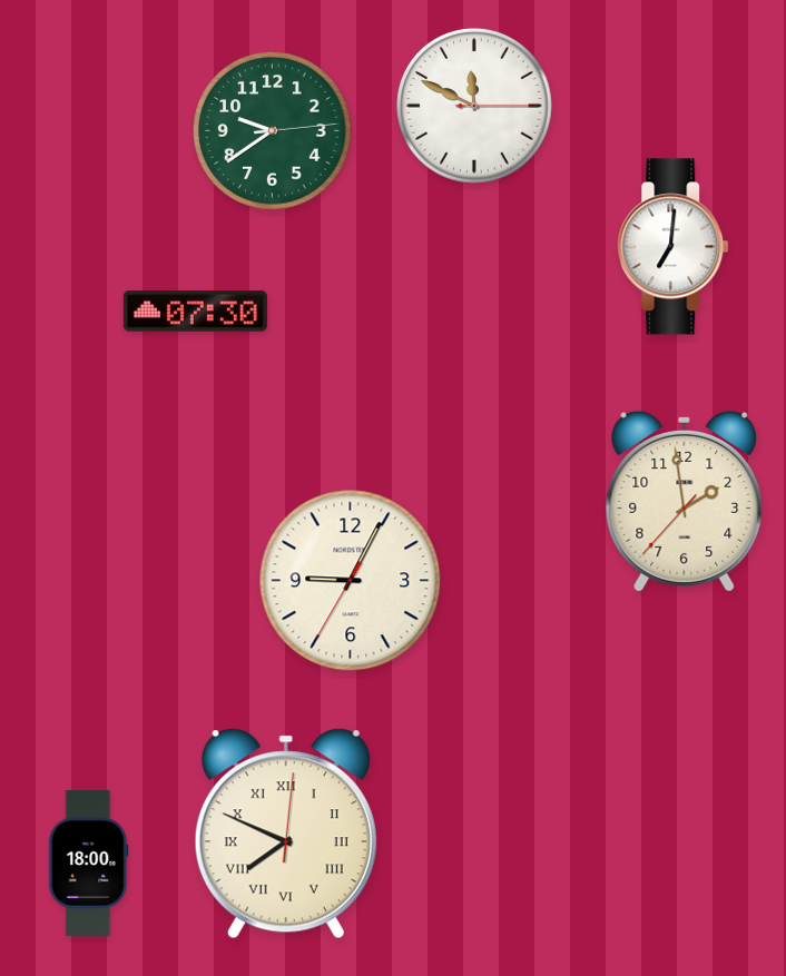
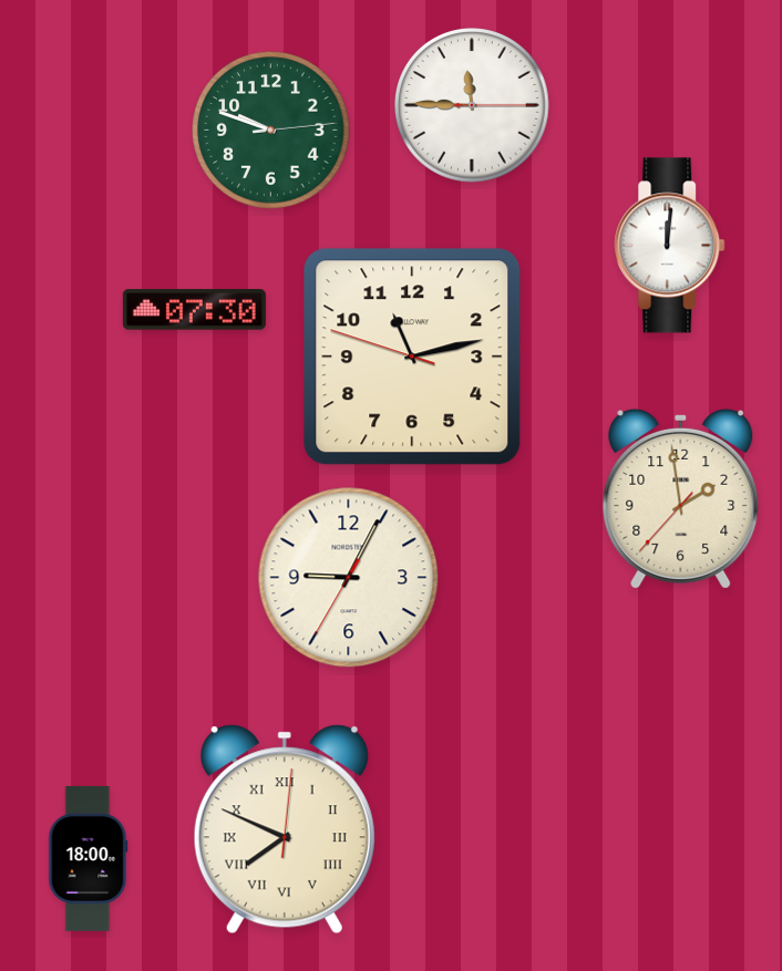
clock at (475, 107): 11:49 -> 11:45
clock at (273, 131): 9:39 -> 9:48
clock at (674, 247): 7:01 -> 12:01
clock at (412, 357): none -> 11:12
